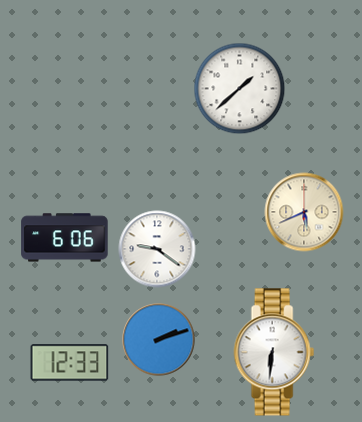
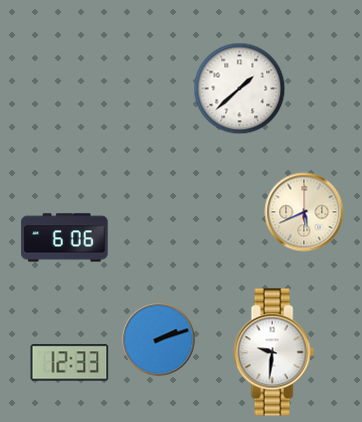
clock at (157, 249): 9:21 -> none
clock at (274, 352): 6:31 -> 9:31
